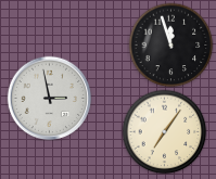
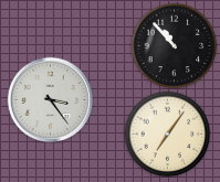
clock at (170, 44): 11:57 -> 10:53
clock at (49, 98): 2:58 -> 3:24
